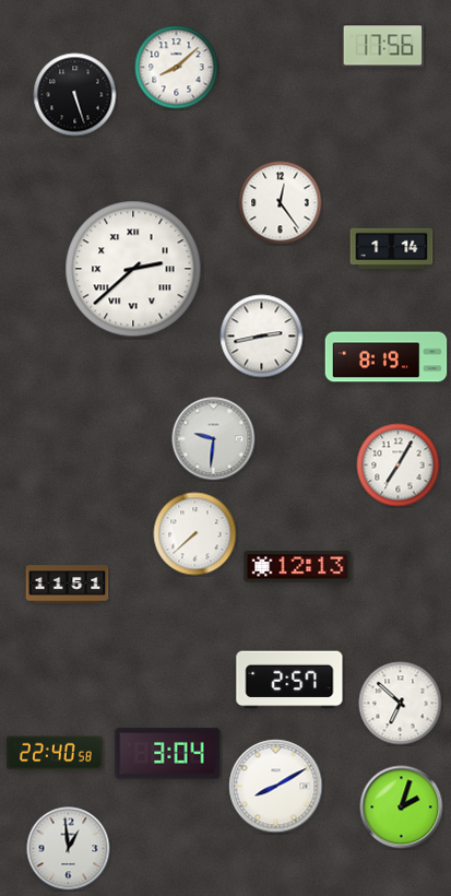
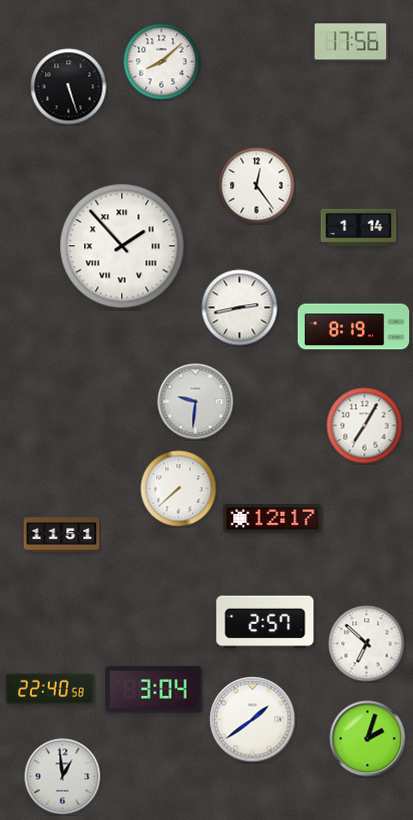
clock at (133, 269): 2:38 -> 1:53
clock at (298, 567): 12:13 -> 12:17
clock at (276, 787): 8:10 -> 1:39
